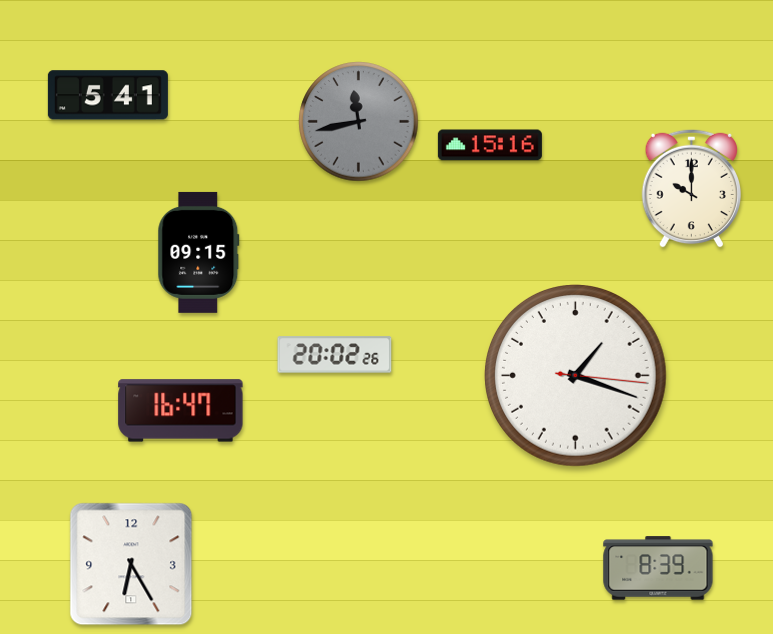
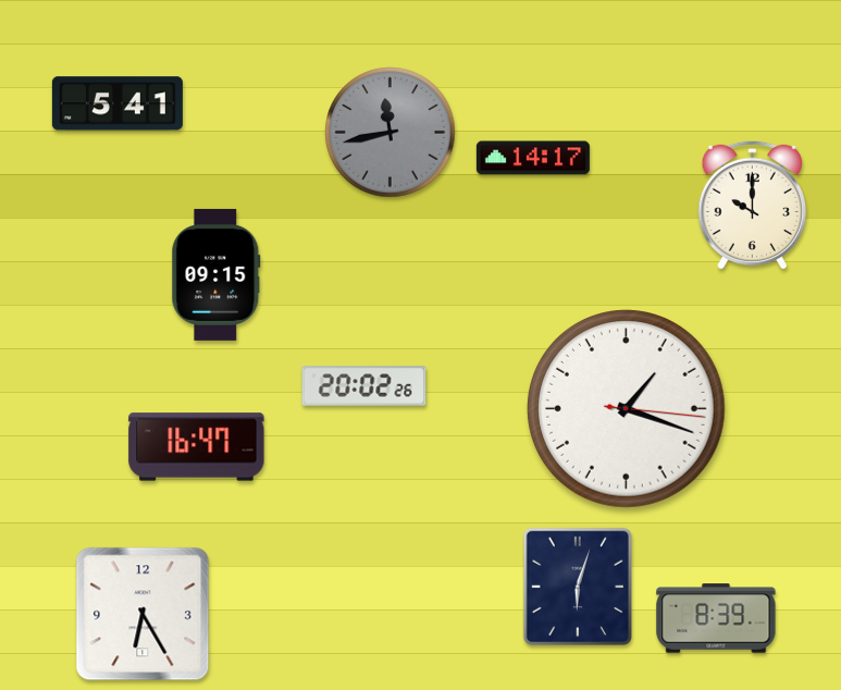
clock at (490, 145): 15:16 -> 14:17
clock at (578, 586): none -> 6:03
